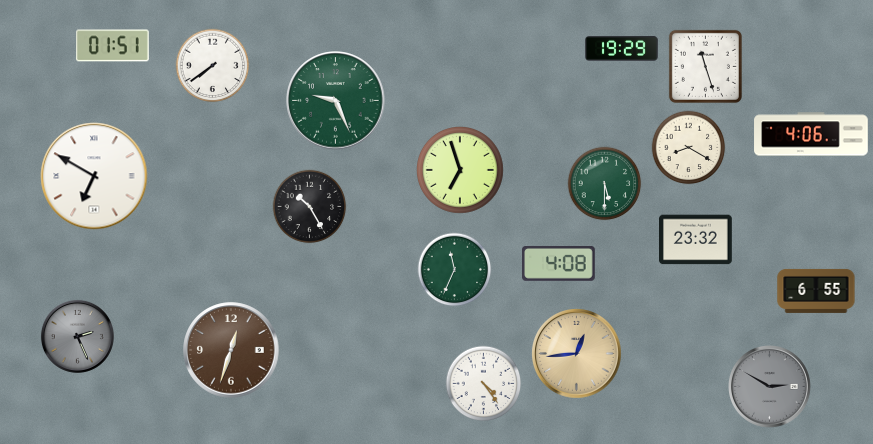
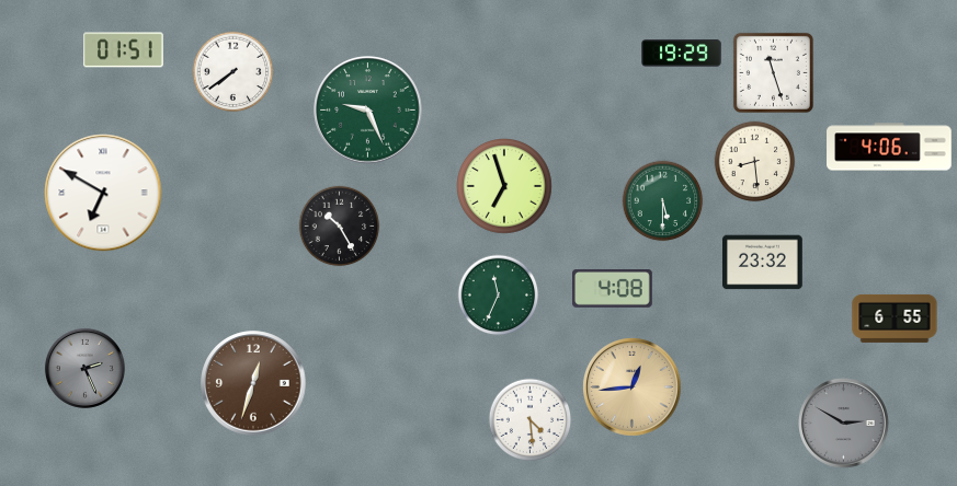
clock at (689, 148): 8:20 -> 8:29
clock at (484, 384): 4:24 -> 4:29
